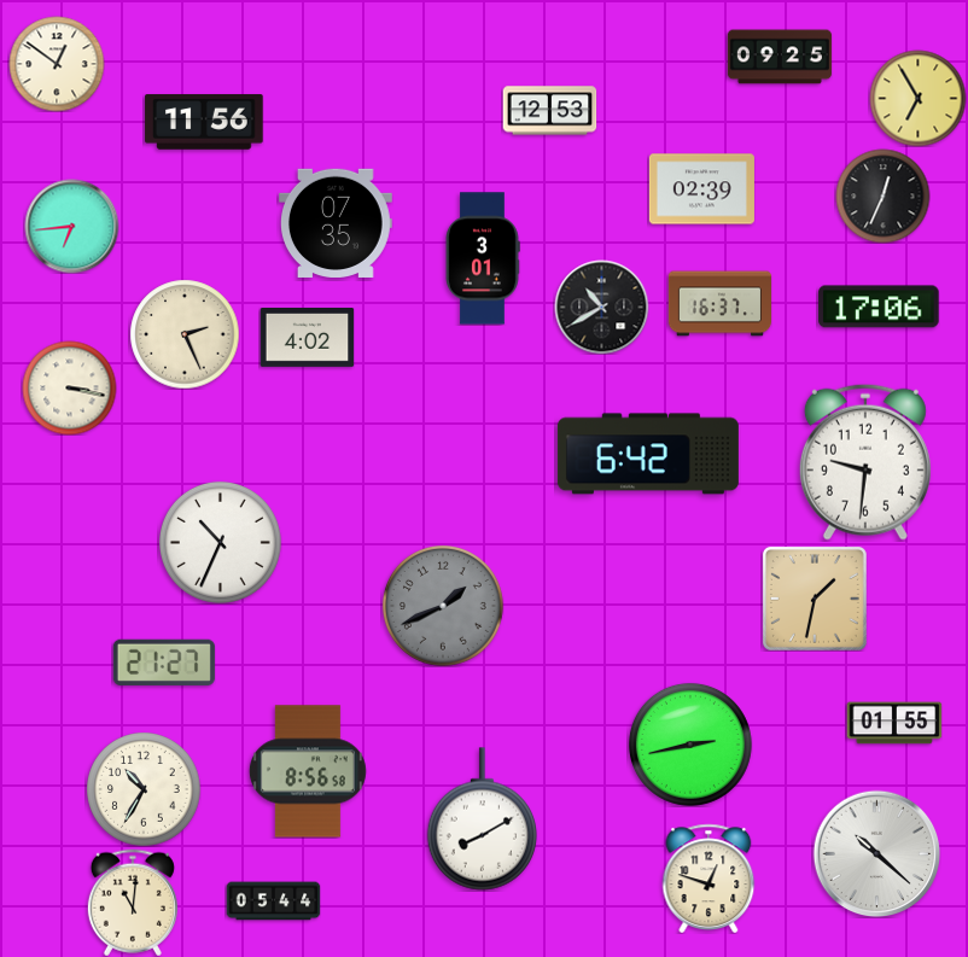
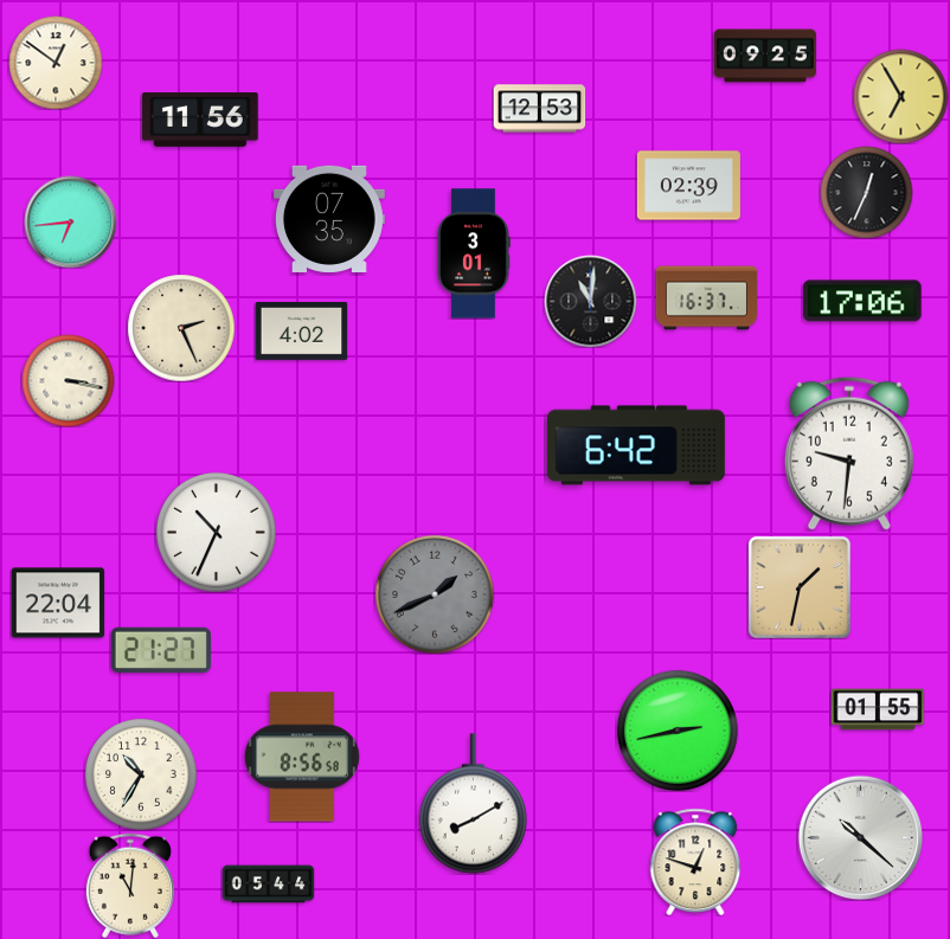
clock at (601, 307): 10:40 -> 11:01
clock at (58, 603): none -> 22:04
